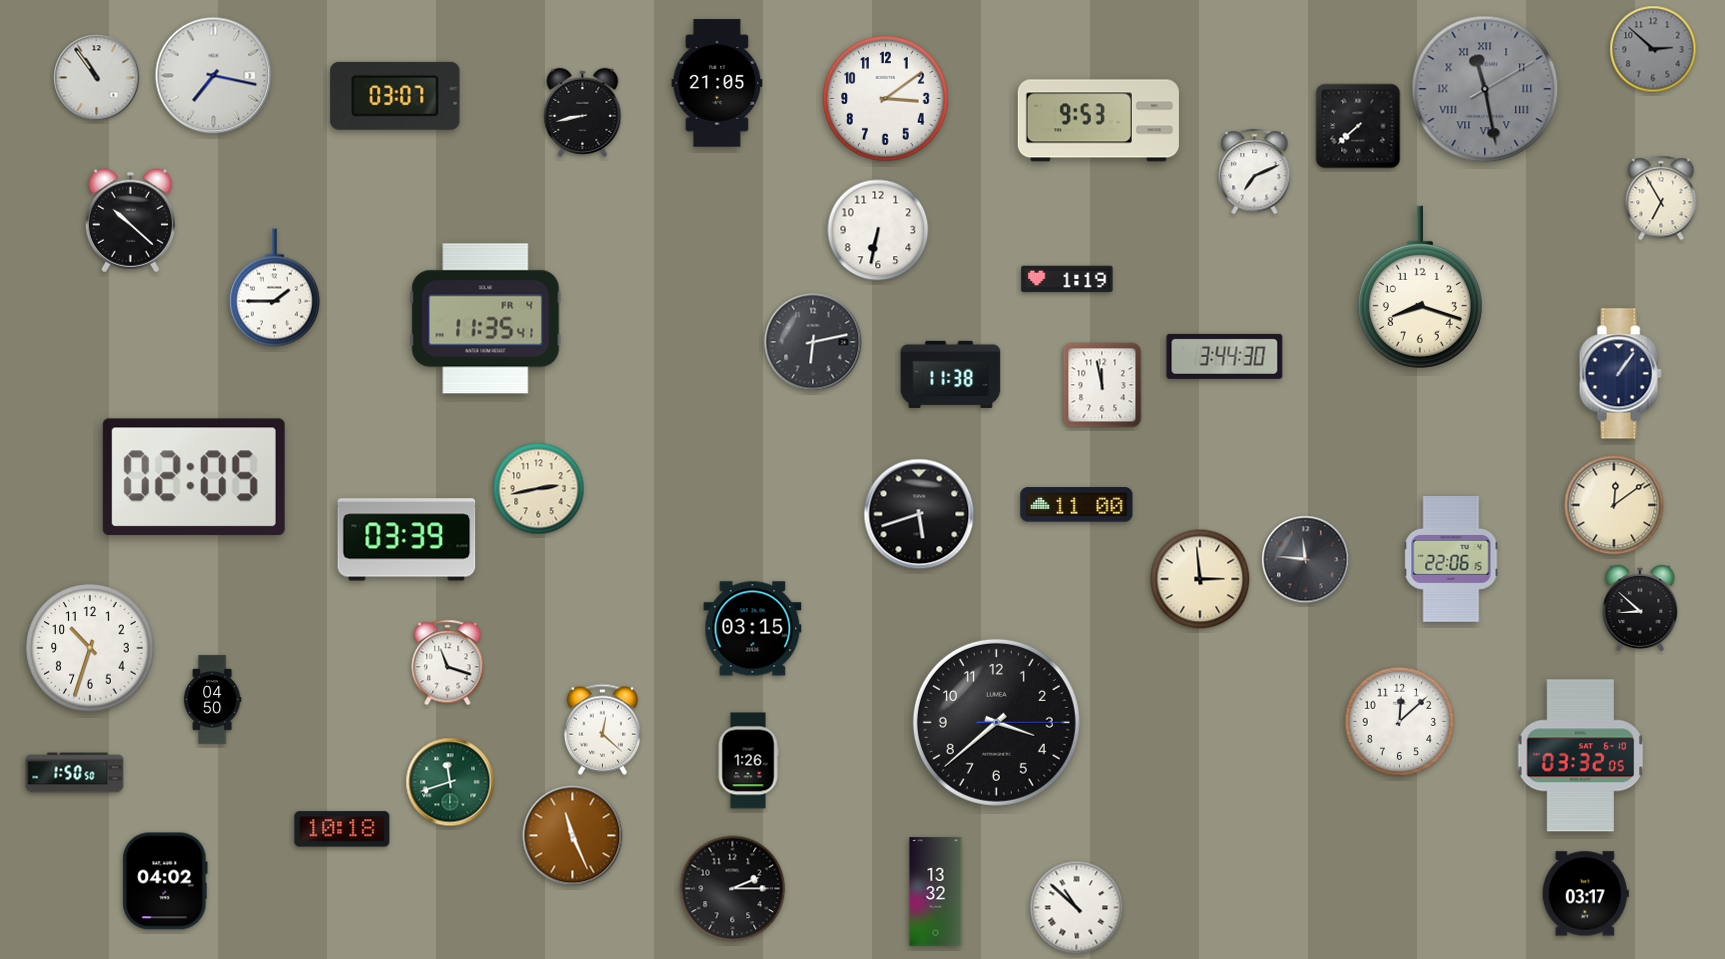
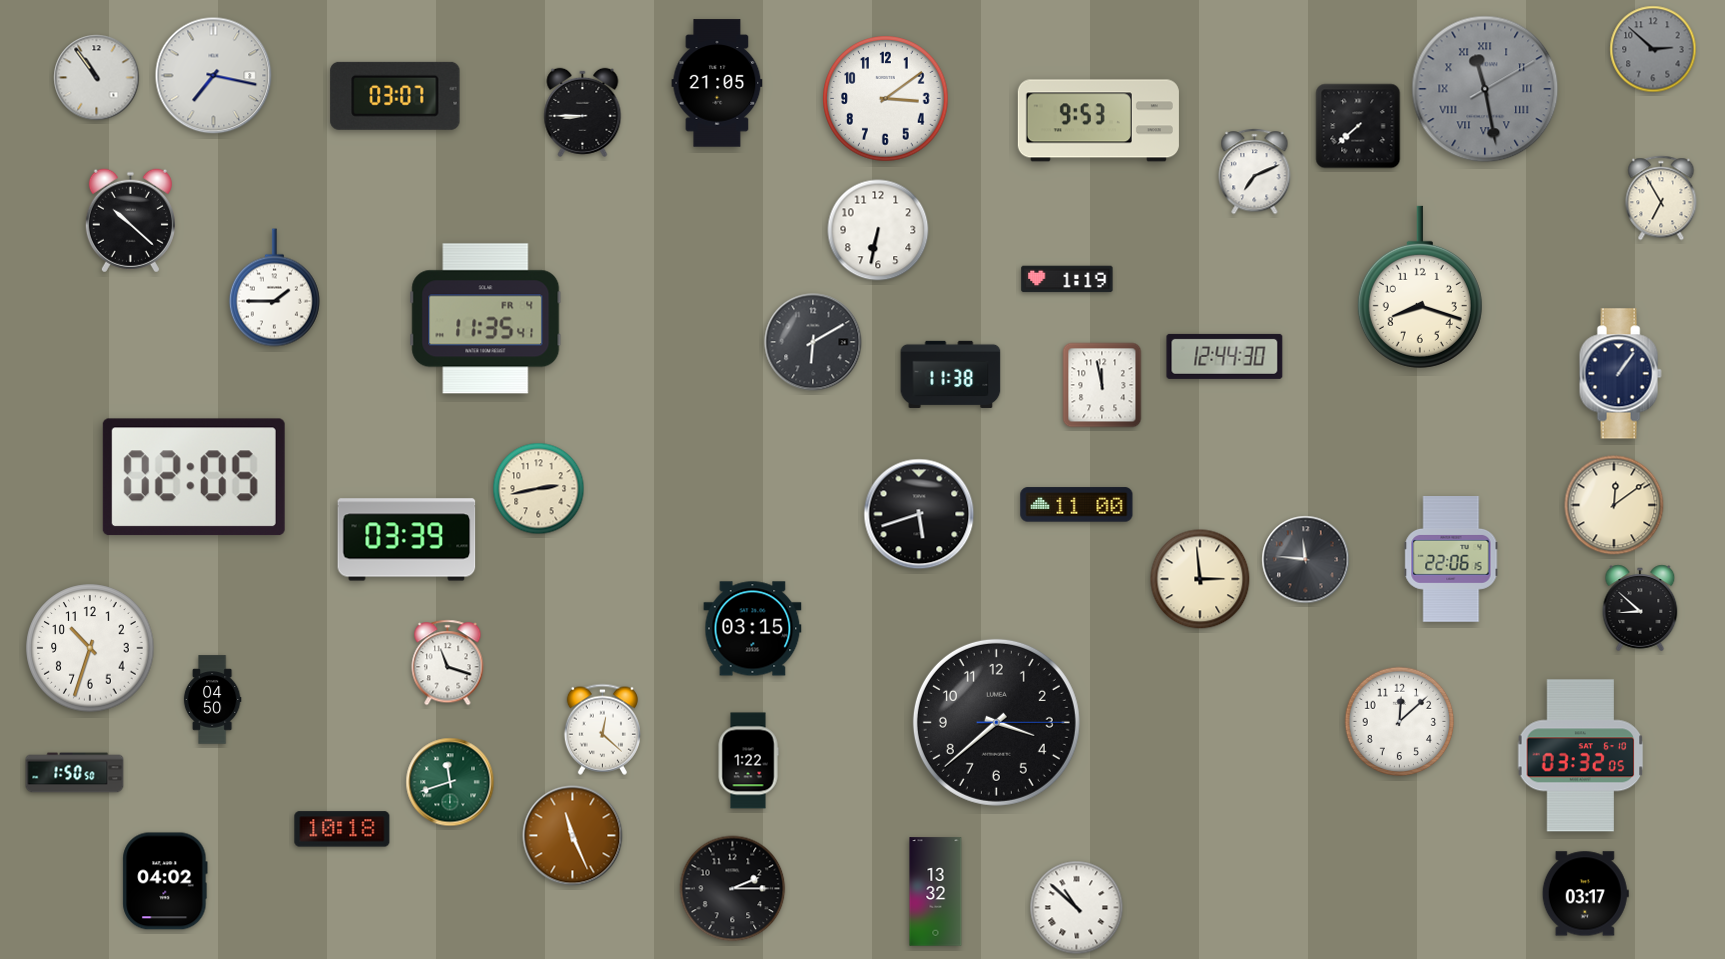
clock at (583, 112): 8:43 -> 8:45
clock at (813, 342): 6:13 -> 6:10
clock at (1225, 356): 3:44 -> 12:44
clock at (748, 761): 1:26 -> 1:22
